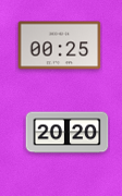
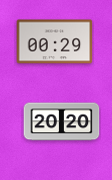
clock at (60, 46): 00:25 -> 00:29
